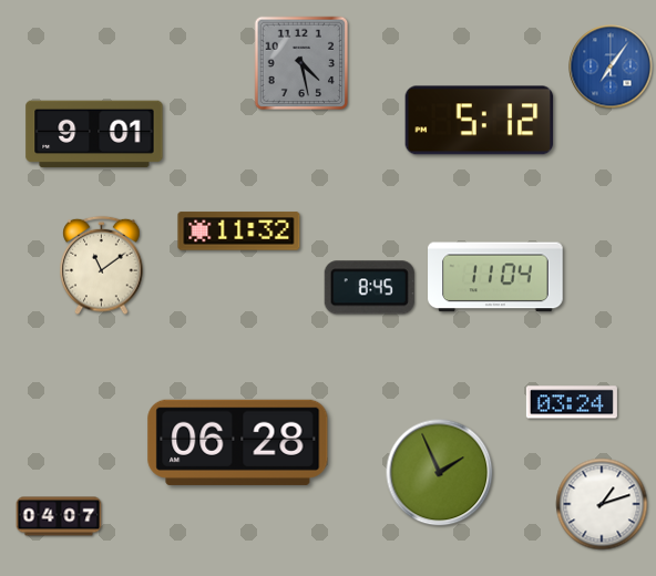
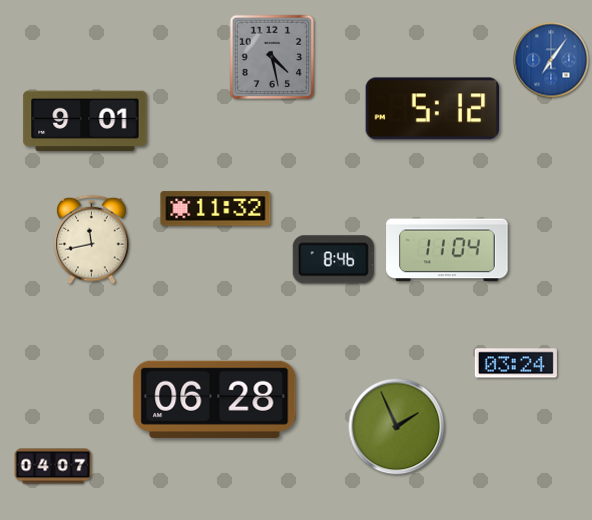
clock at (102, 266): 11:09 -> 11:43
clock at (369, 288): 8:45 -> 8:46
clock at (602, 504): 1:12 -> none
